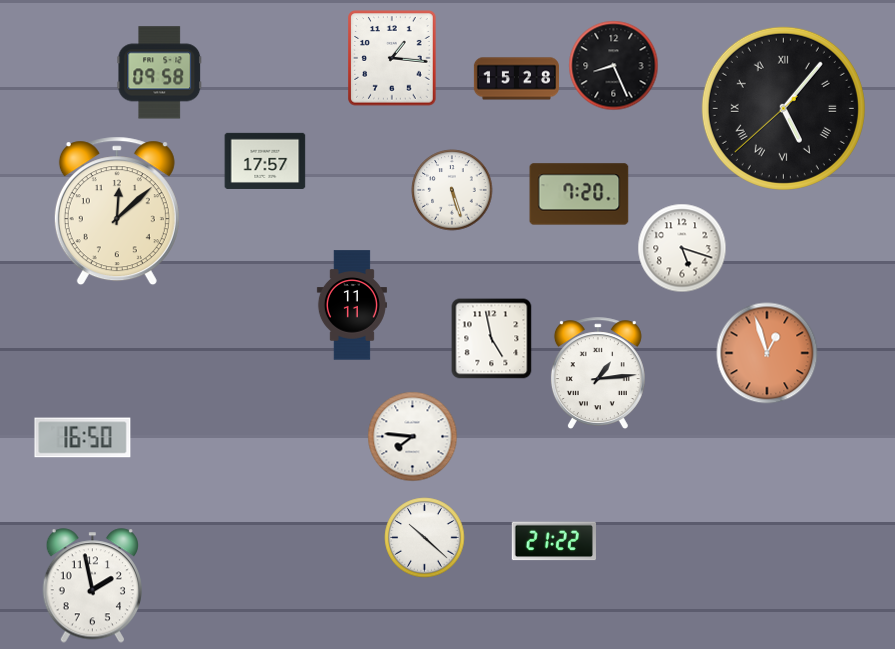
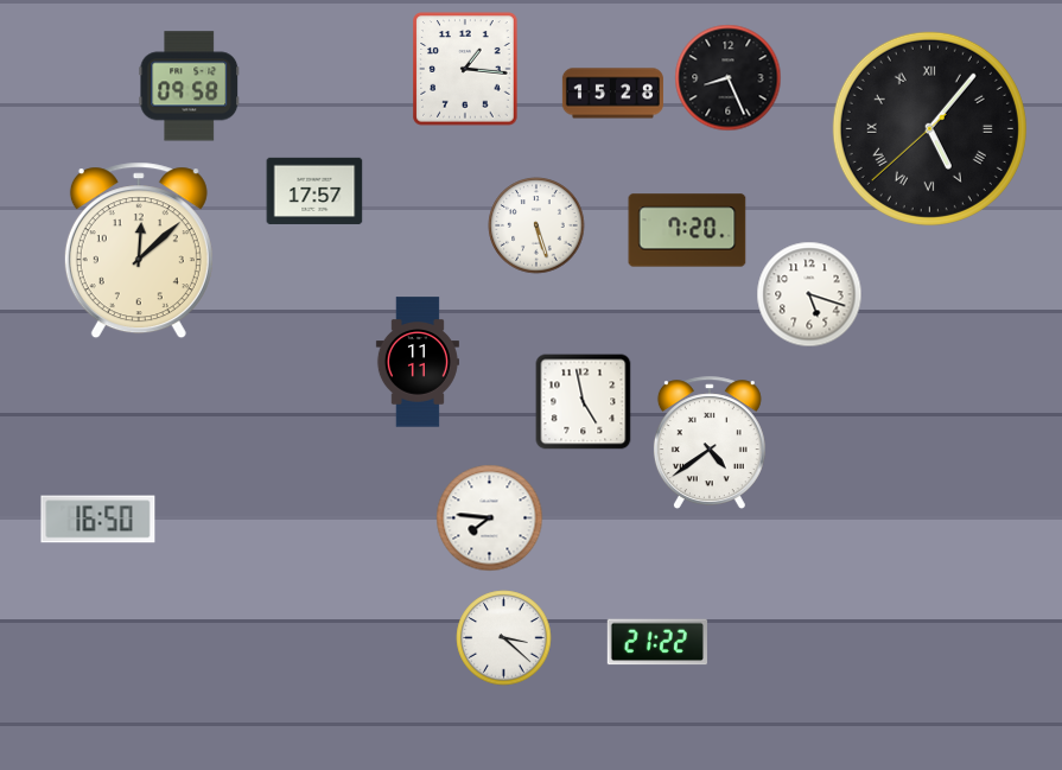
clock at (767, 353): 12:57 -> none
clock at (598, 374): 1:14 -> 4:39
clock at (425, 538): 10:22 -> 3:22
clock at (92, 586): 1:58 -> none
